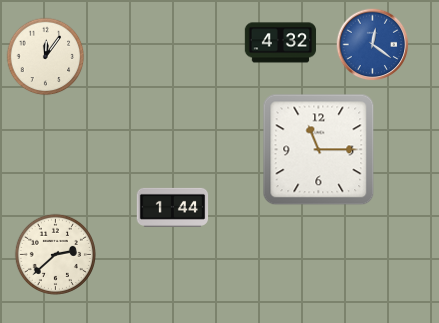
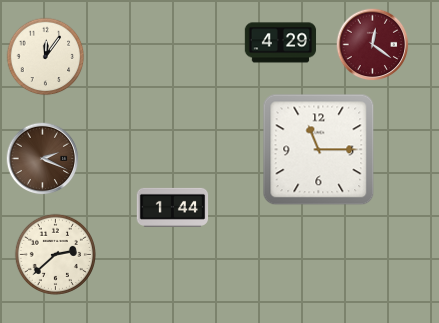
clock at (281, 43): 4:32 -> 4:29
clock at (373, 45) dial: blue -> burgundy
clock at (43, 159): none -> 2:19
